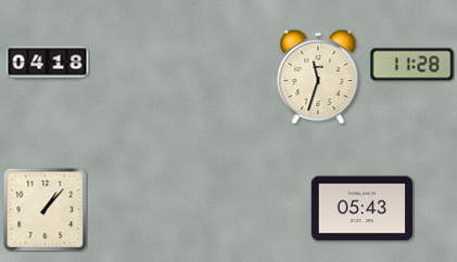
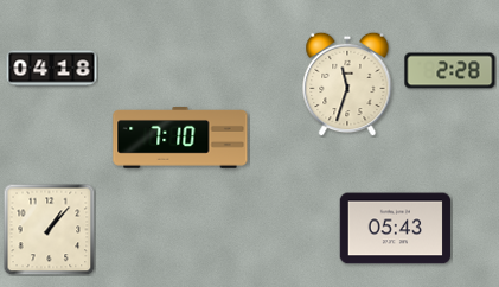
clock at (412, 65): 11:28 -> 2:28
clock at (180, 139): none -> 7:10
